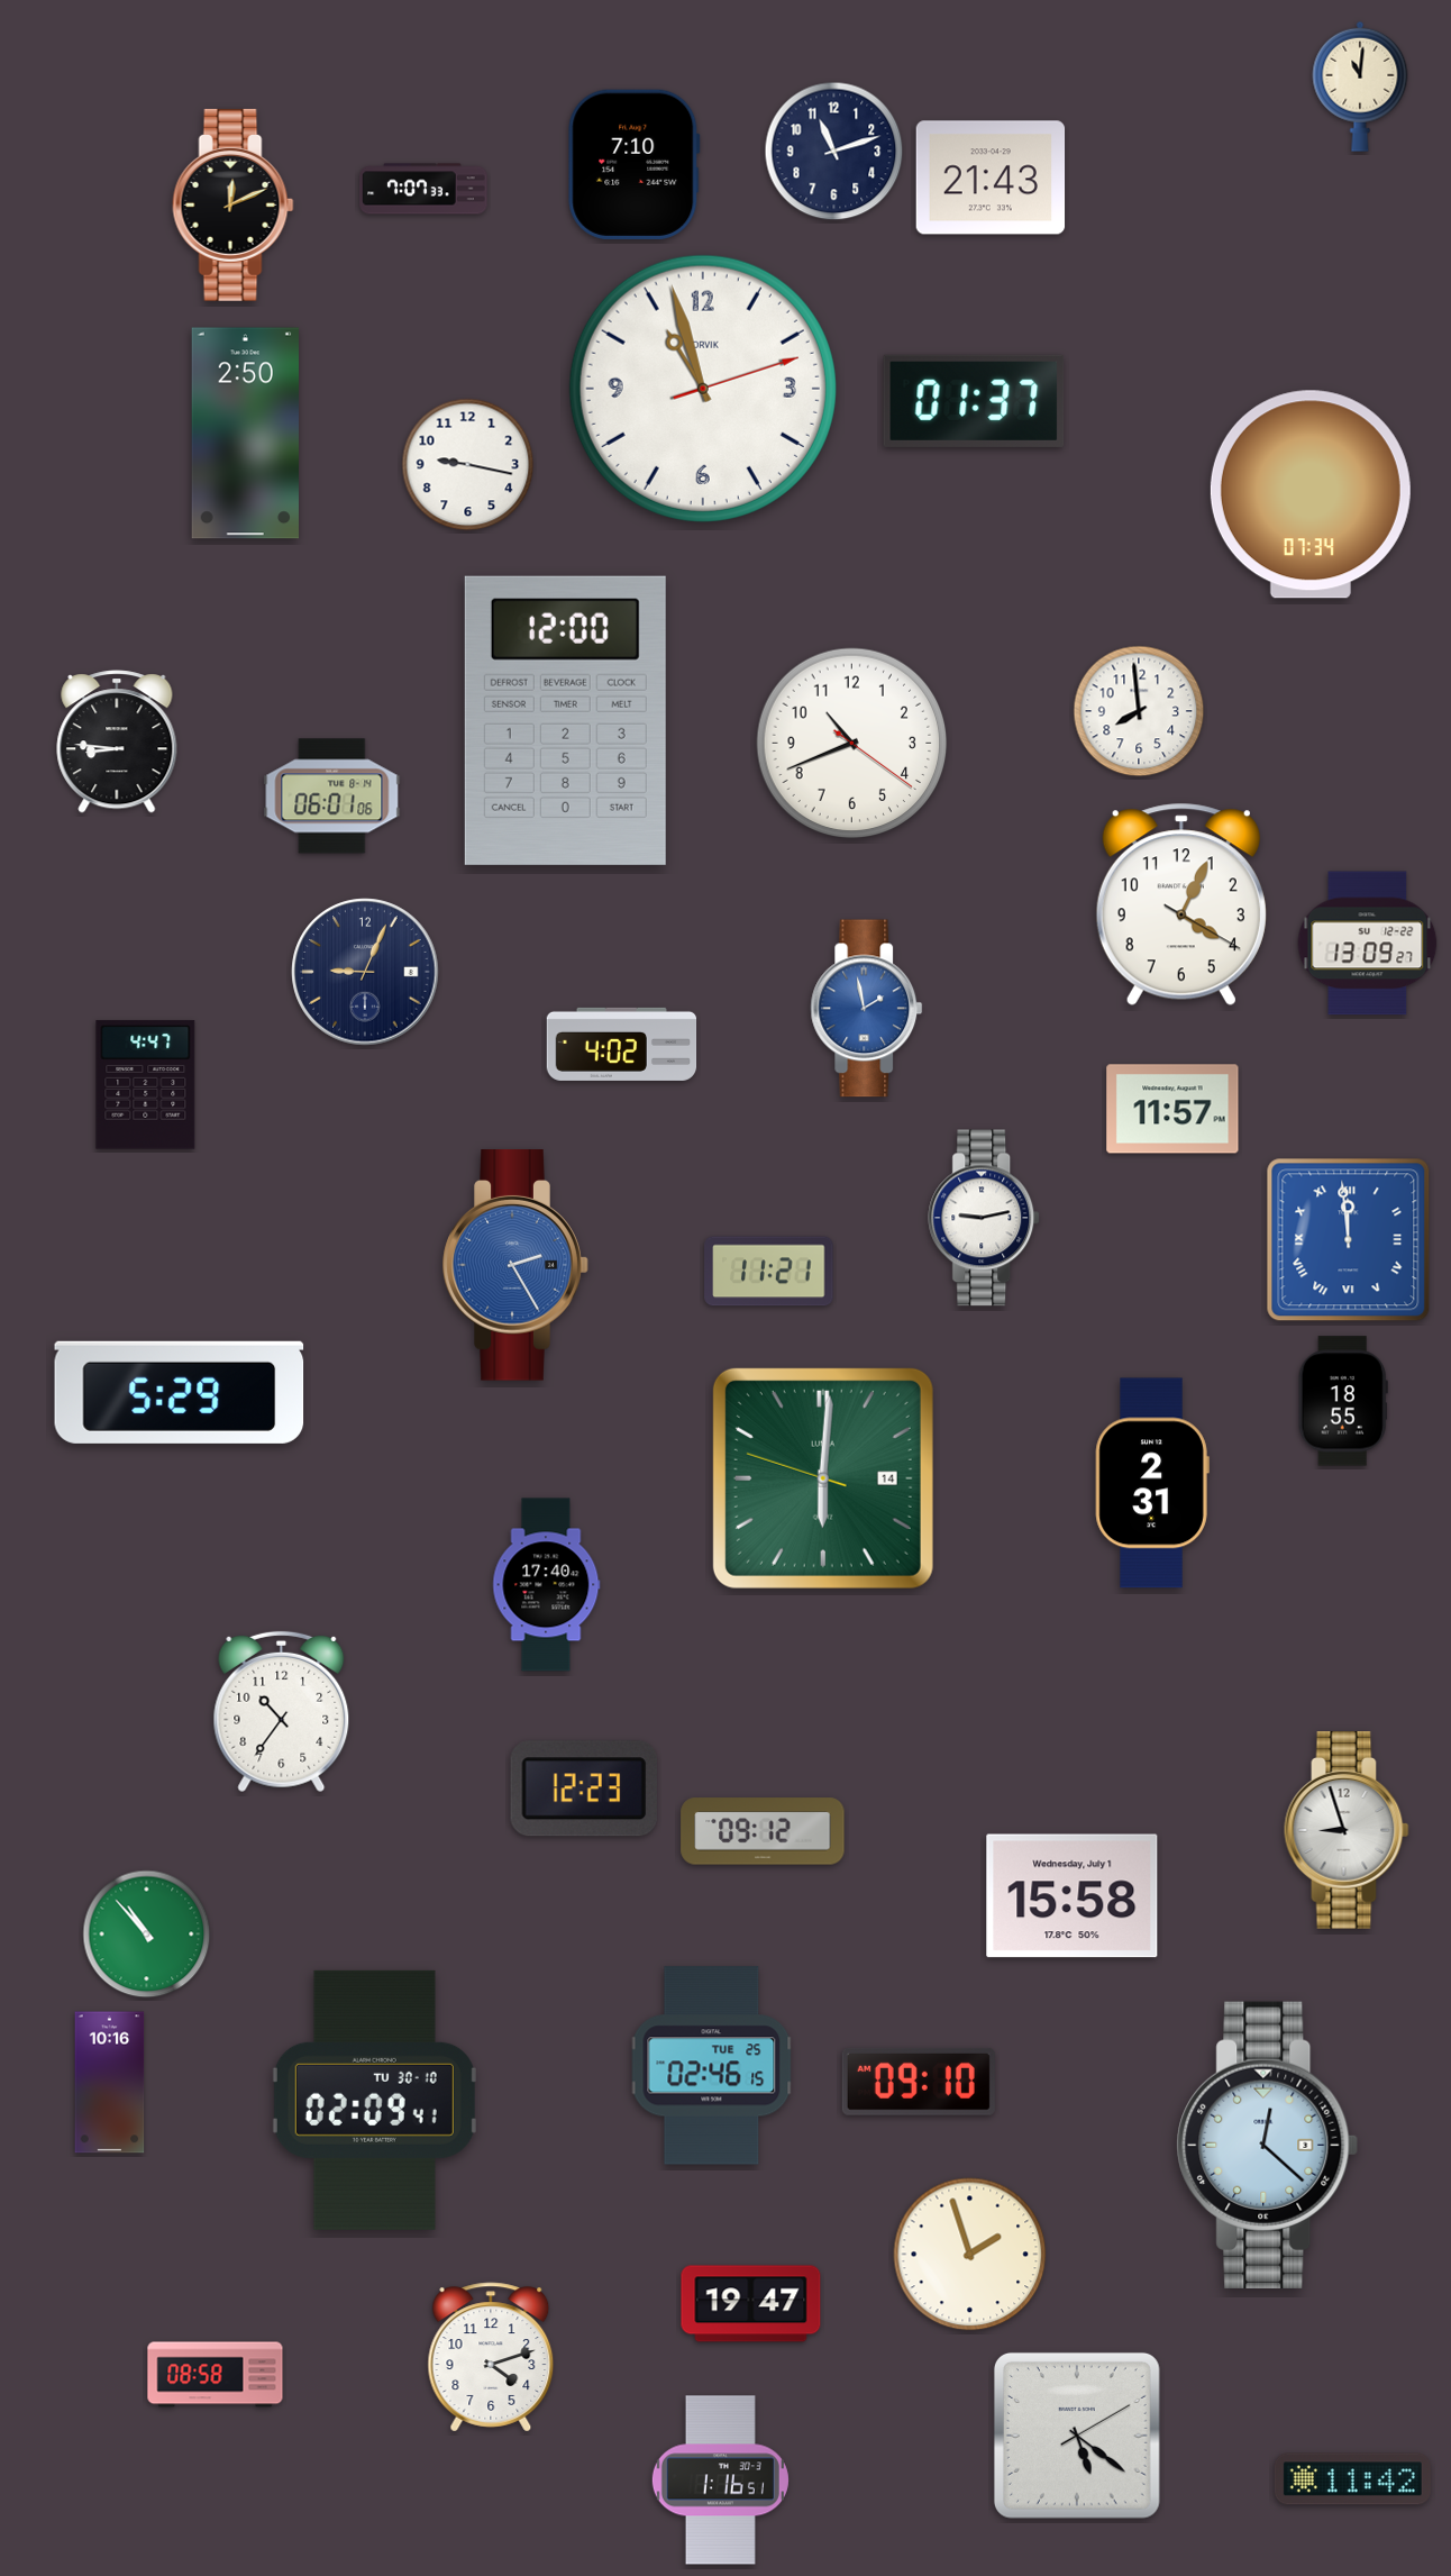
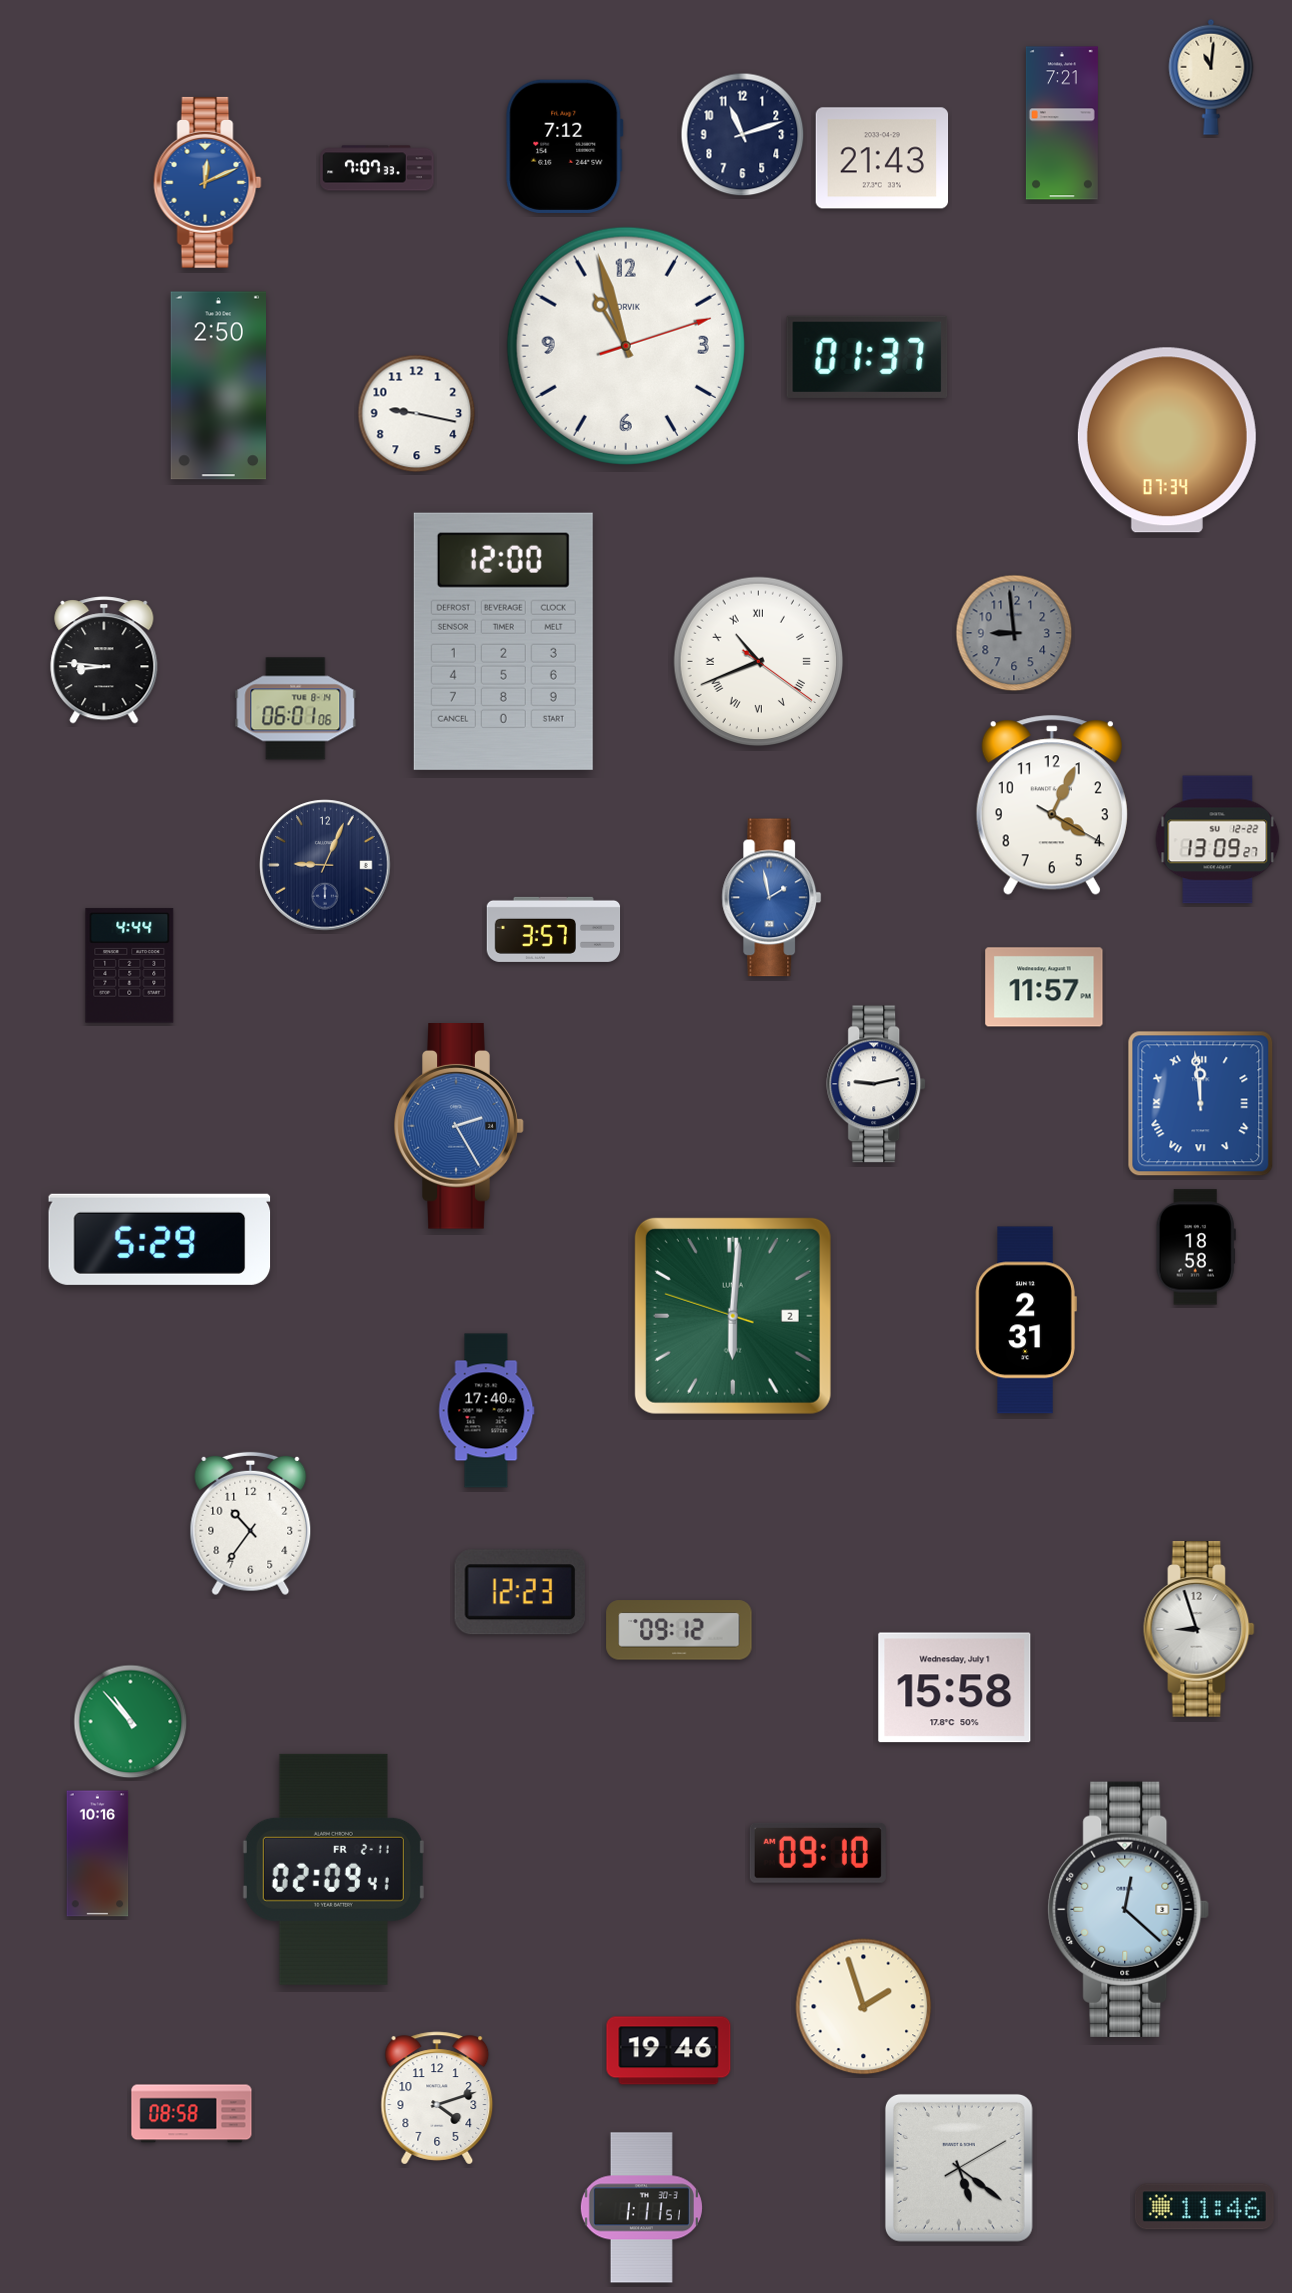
clock at (1062, 123): none -> 7:21
clock at (635, 164): 7:10 -> 7:12
clock at (234, 204) dial: black -> blue
clock at (1139, 711): 7:59 -> 8:59
clock at (1139, 711) dial: white -> grey
clock at (852, 744) numerals: Arabic -> Roman
clock at (622, 1044): 4:02 -> 3:57
clock at (146, 1085): 4:47 -> 4:44
clock at (769, 1272): 11:21 -> none
clock at (1343, 1401): 18:55 -> 18:58
clock at (823, 1478) date: 14 -> 2
clock at (712, 2066): 02:46 -> none
clock at (374, 2100) date: TU 30-10 -> FR 2-11
clock at (751, 2304): 19:47 -> 19:46
clock at (1352, 2479): 11:42 -> 11:46
clock at (720, 2481): 1:16 -> 1:11
